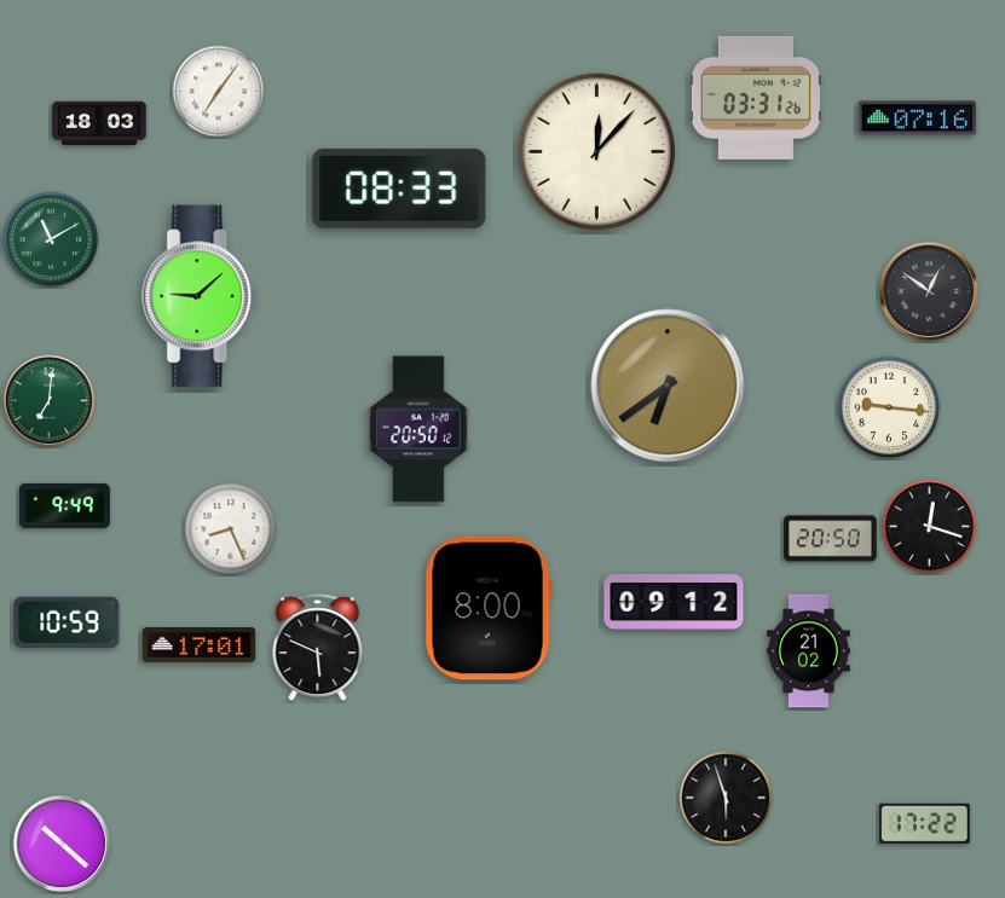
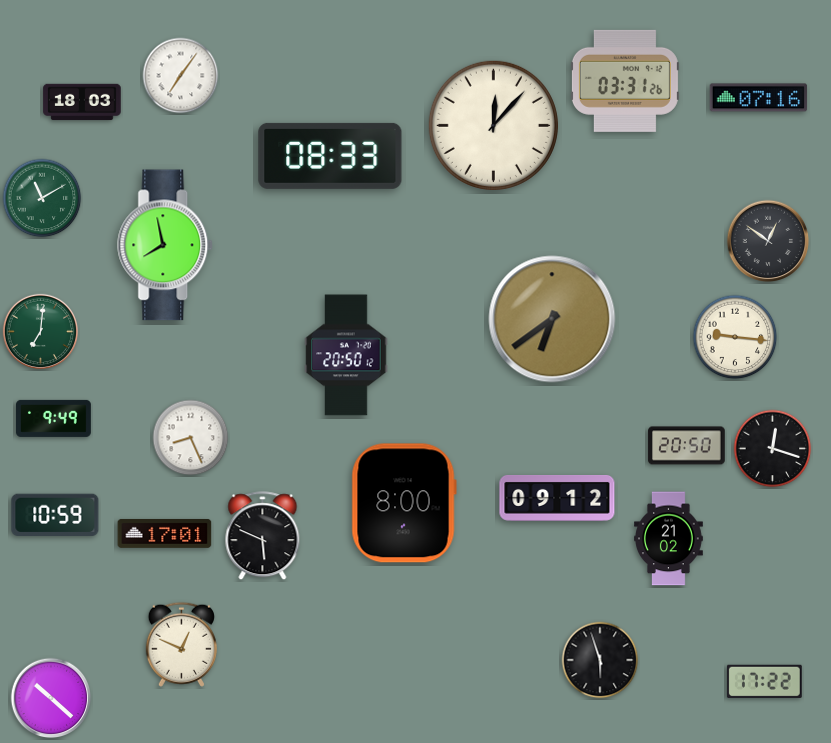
clock at (201, 296): 9:08 -> 7:58
clock at (930, 527) position: (930, 527) -> (773, 449)
clock at (181, 644): none -> 12:49
